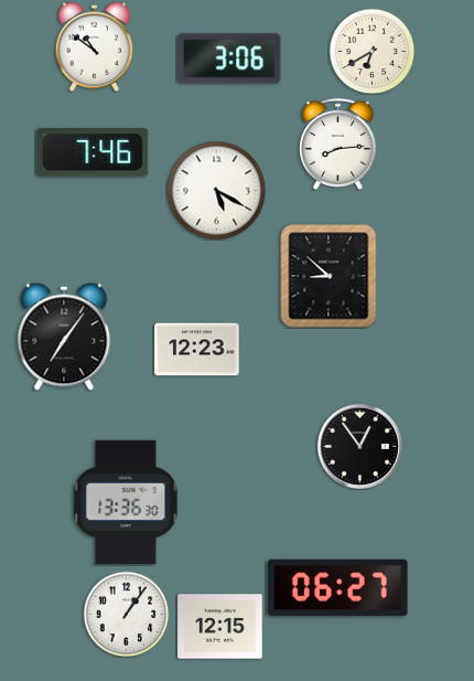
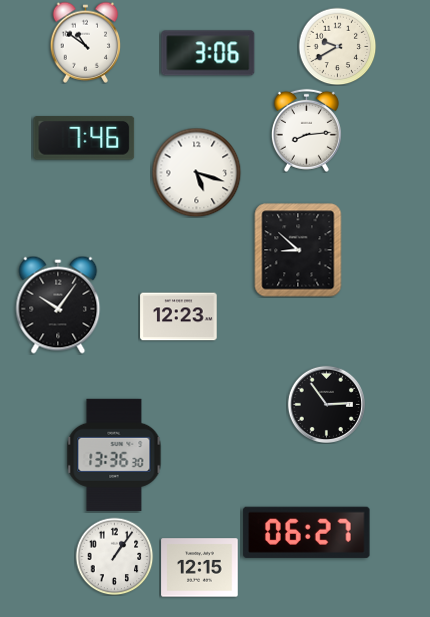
clock at (371, 51): 6:40 -> 9:40
clock at (216, 190): 5:20 -> 5:18
clock at (64, 337): 7:06 -> 10:06
clock at (359, 446): 12:54 -> 2:54
